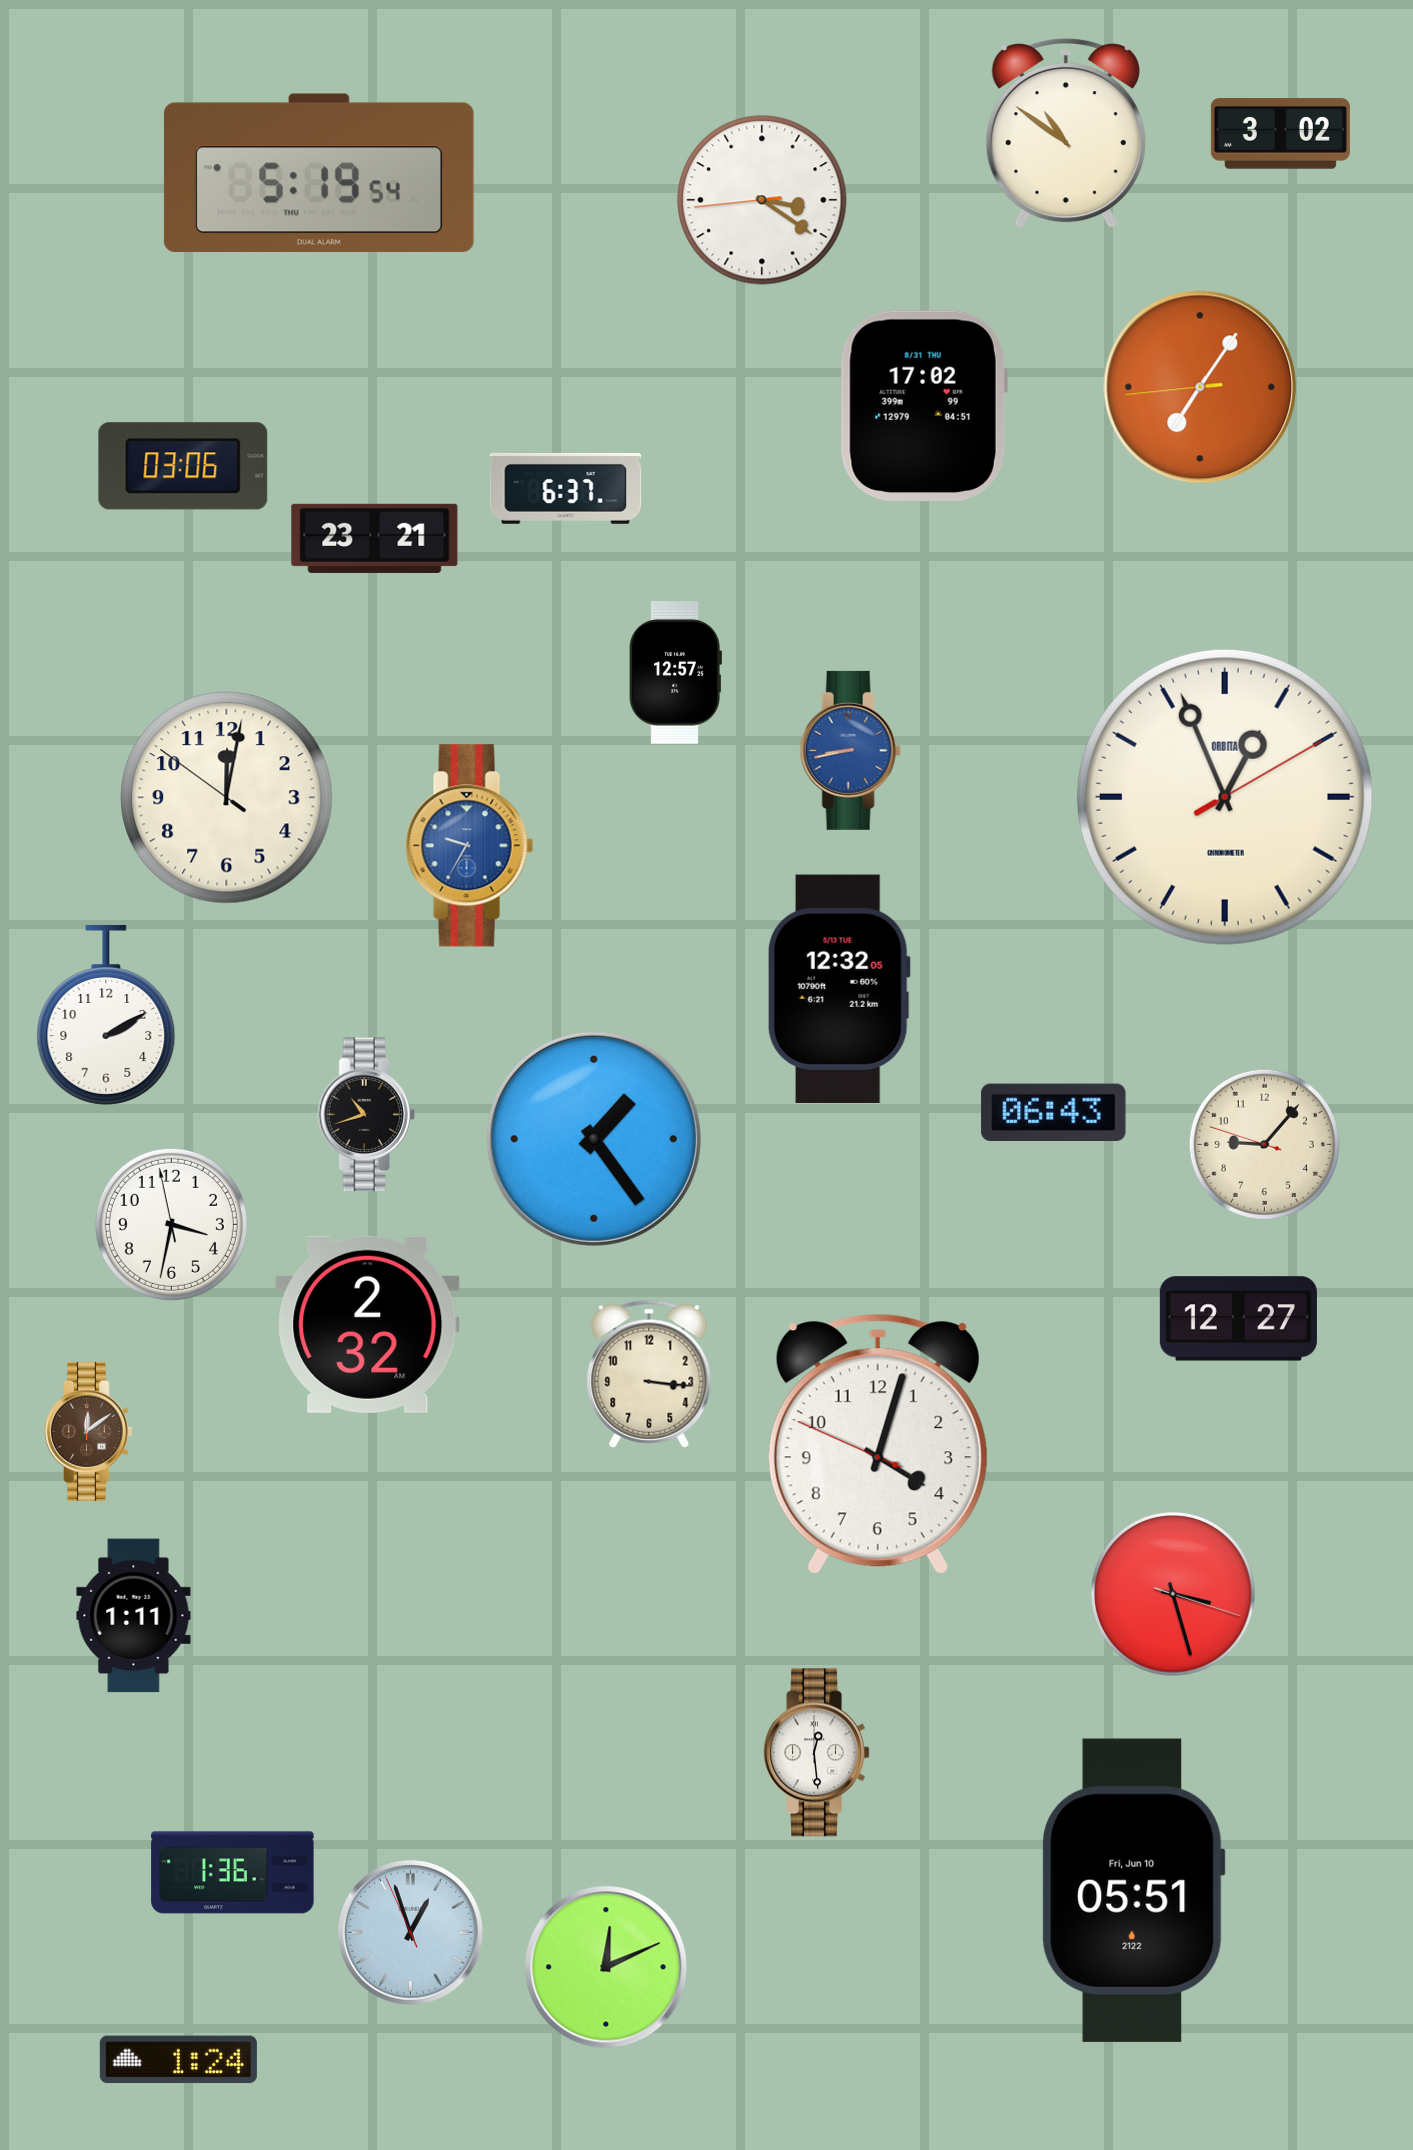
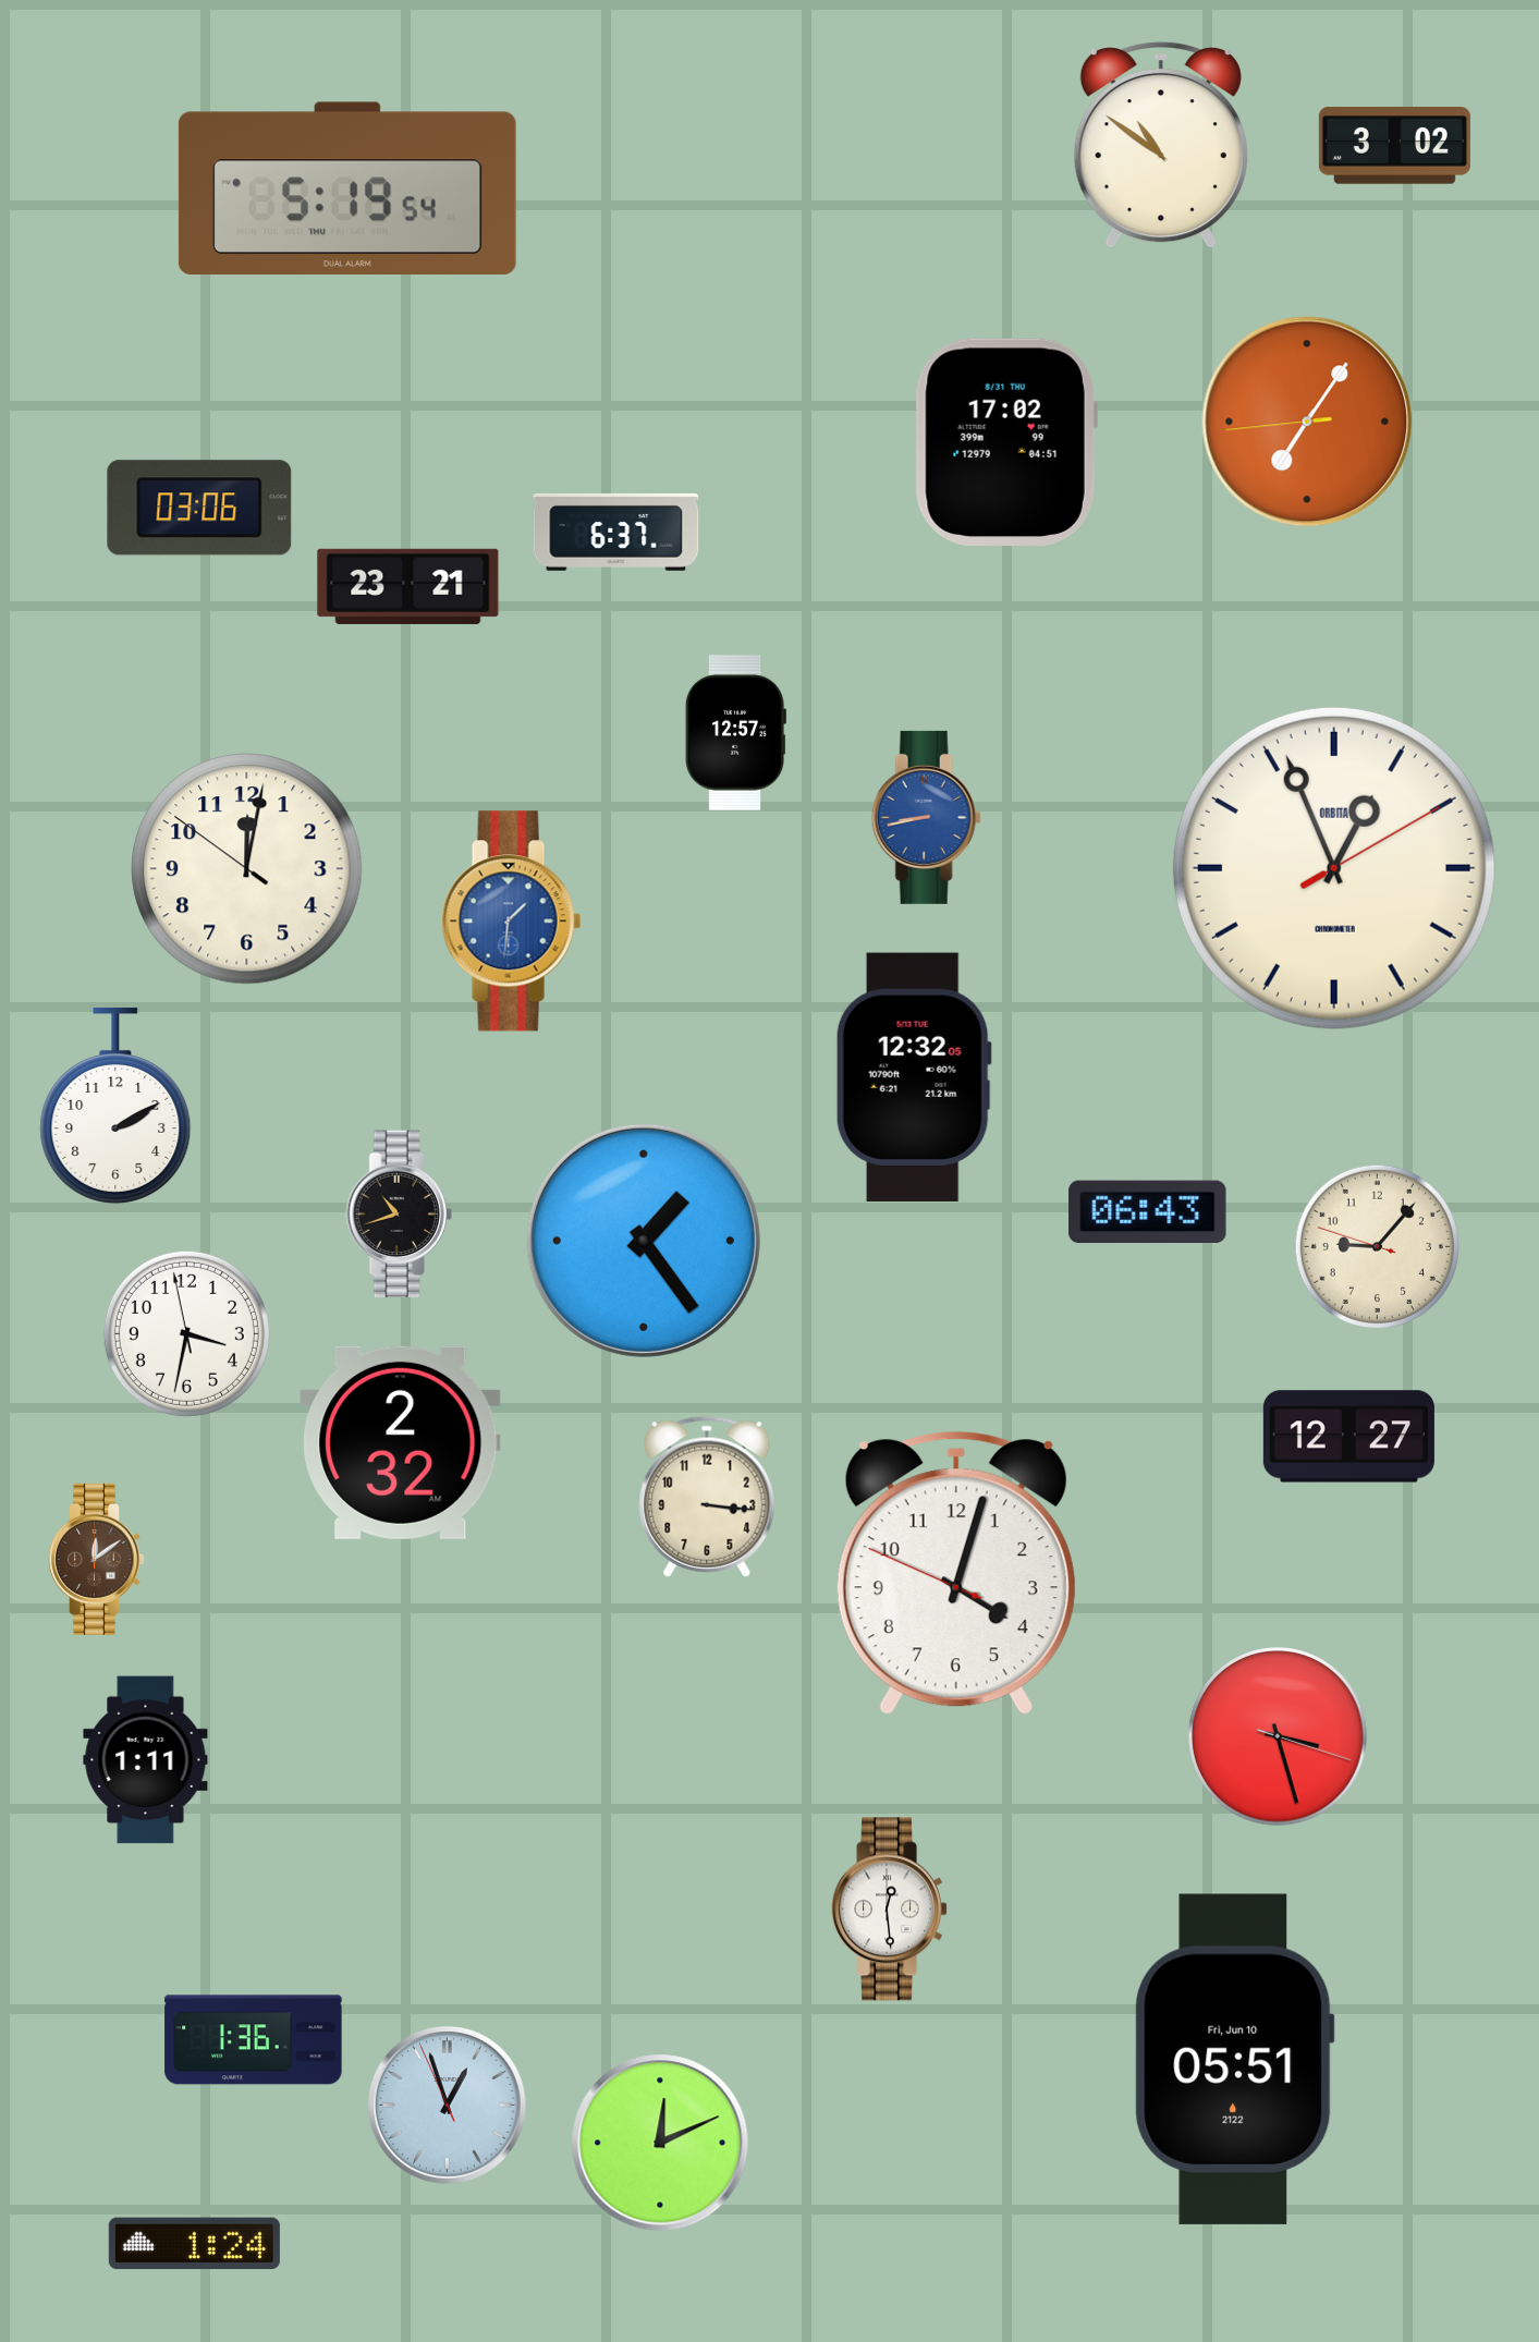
clock at (762, 200): 3:20 -> none
clock at (470, 846): 9:35 -> 1:31
clock at (594, 1139) position: (594, 1139) -> (644, 1241)
